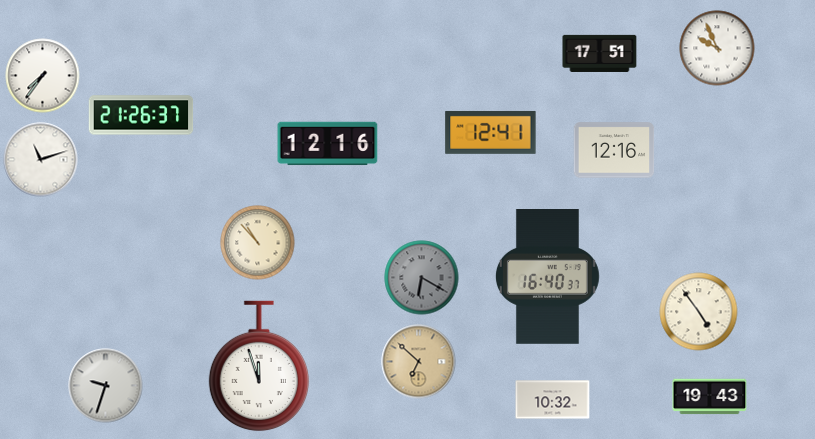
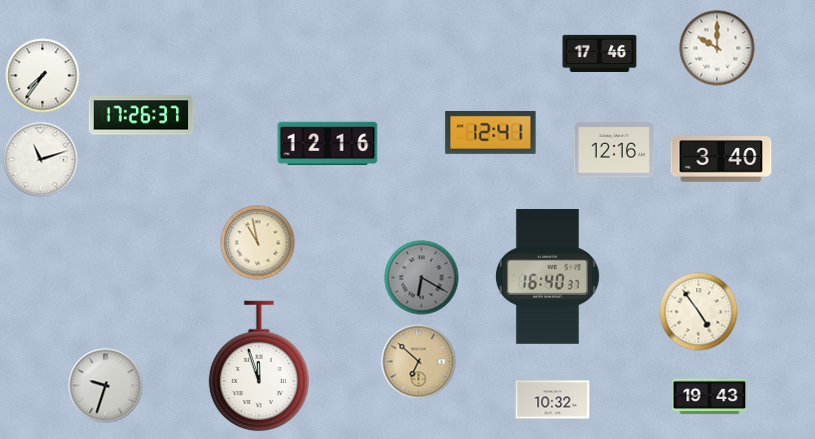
clock at (717, 48): 9:56 -> 10:00
clock at (600, 53): 17:51 -> 17:46
clock at (141, 115): 21:26 -> 17:26
clock at (721, 159): none -> 3:40
clock at (258, 243): 10:53 -> 10:58
